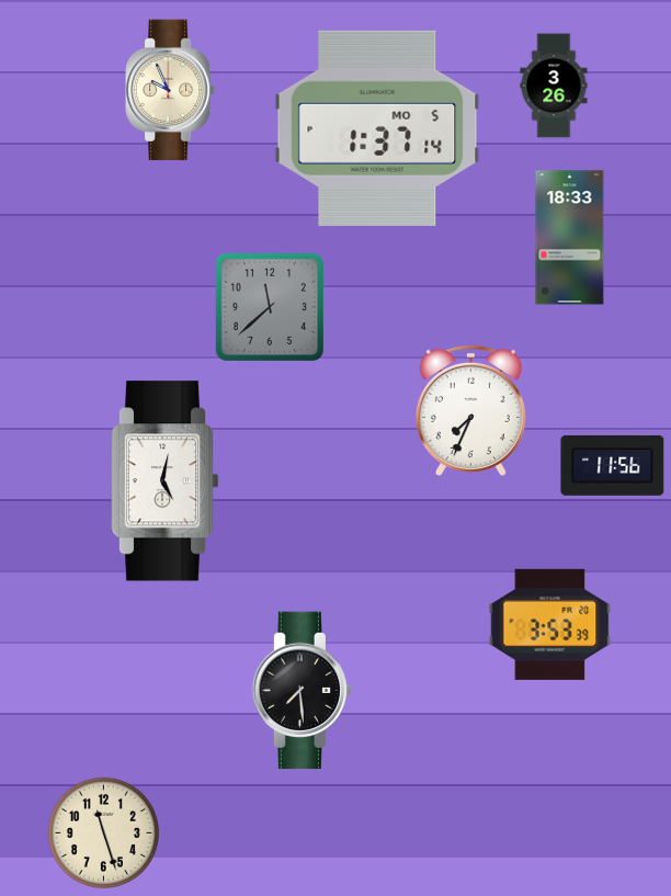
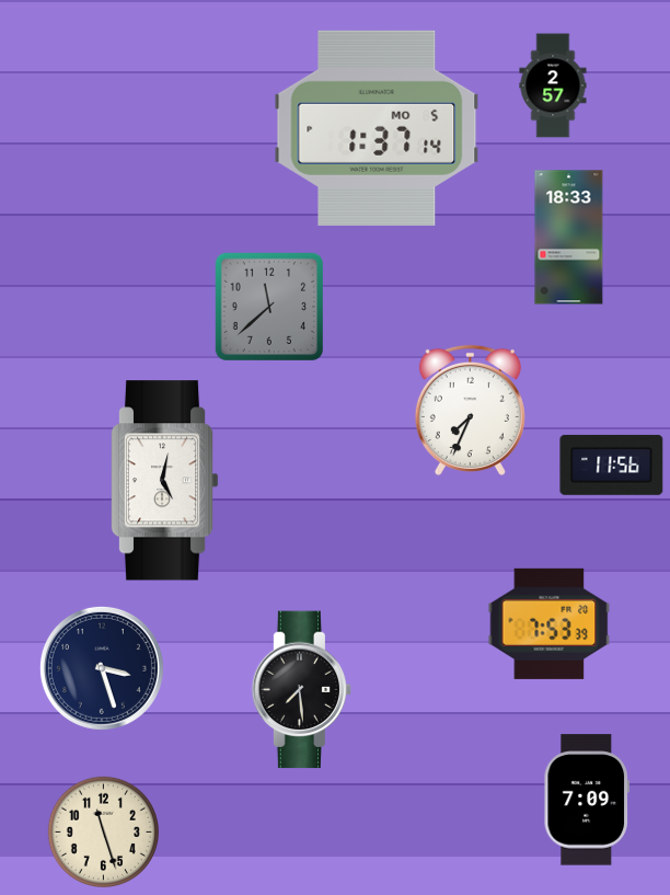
clock at (554, 86): 3:26 -> 2:57
clock at (171, 90): 9:56 -> none
clock at (550, 624): 3:53 -> 7:53
clock at (102, 668): none -> 3:27
clock at (586, 800): none -> 7:09
